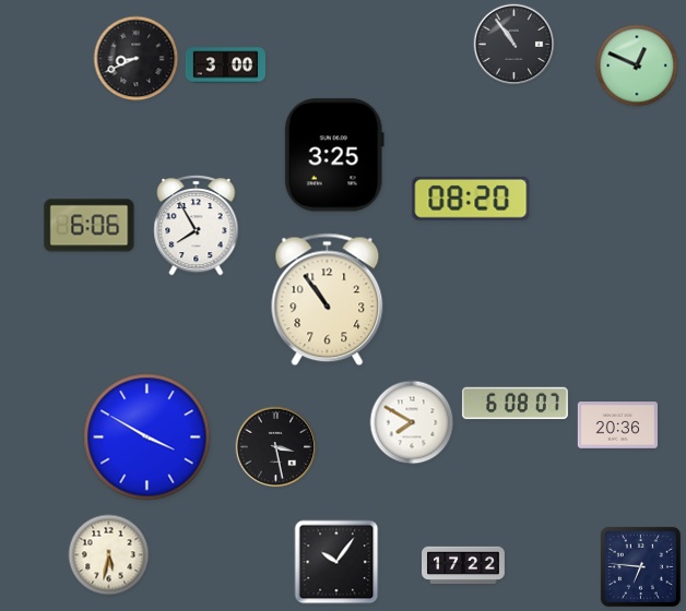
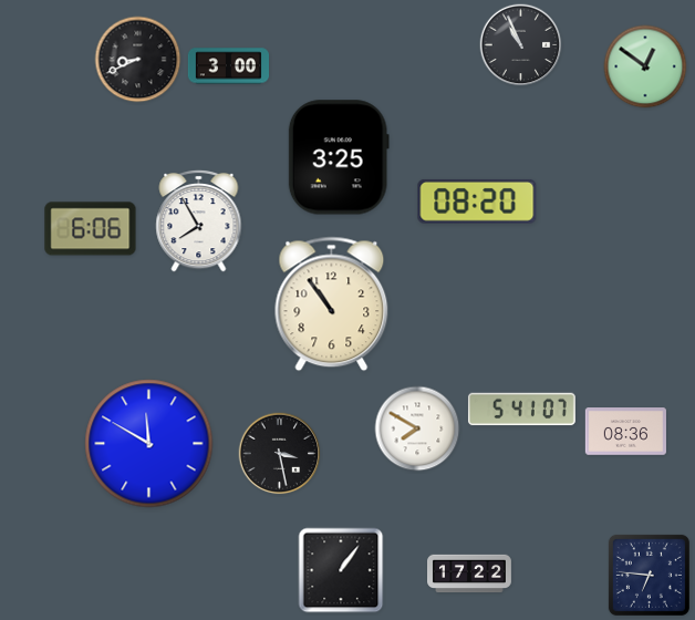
clock at (514, 45): 10:54 -> 10:56
clock at (637, 65): 12:49 -> 12:51
clock at (197, 225) position: (197, 225) -> (199, 220)
clock at (514, 404): 6:08 -> 5:41
clock at (617, 426): 20:36 -> 08:36
clock at (147, 438): 3:50 -> 11:50
clock at (109, 555): 5:32 -> none
clock at (336, 562): 10:06 -> 1:06
